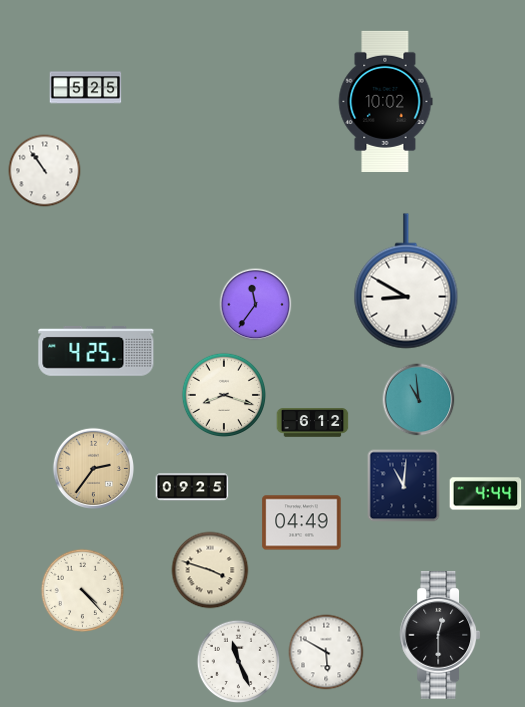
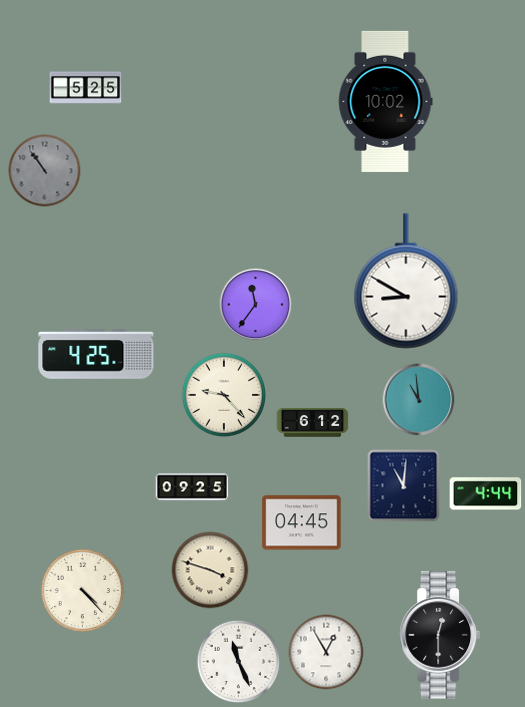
clock at (45, 171) dial: white -> grey
clock at (96, 351) position: (96, 351) -> (96, 354)
clock at (223, 394): 8:18 -> 9:23
clock at (93, 468): 2:36 -> none
clock at (302, 523): 04:49 -> 04:45
clock at (326, 652): 5:50 -> 12:55
